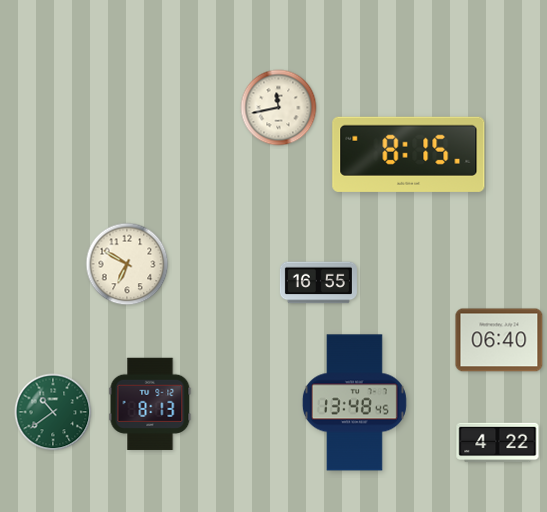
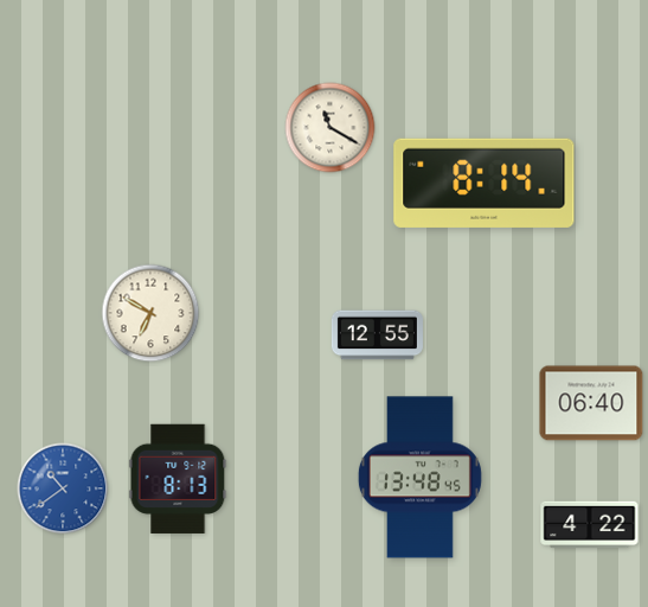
clock at (279, 108): 11:43 -> 11:20
clock at (409, 154): 8:15 -> 8:14
clock at (318, 283): 16:55 -> 12:55
clock at (53, 412) dial: green -> blue
